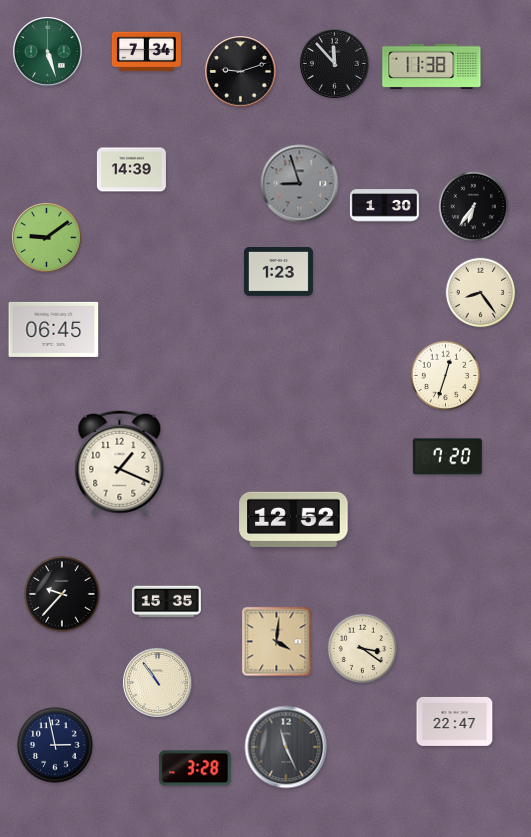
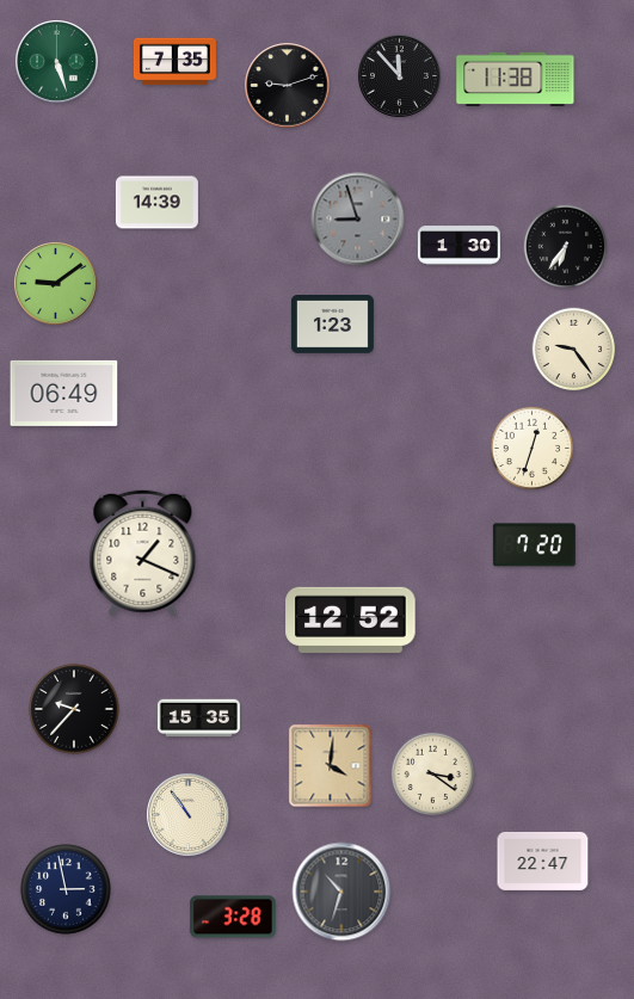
clock at (146, 52): 7:34 -> 7:35
clock at (481, 293): 8:24 -> 9:24
clock at (54, 329): 06:45 -> 06:49
clock at (286, 747): 11:26 -> 10:33
